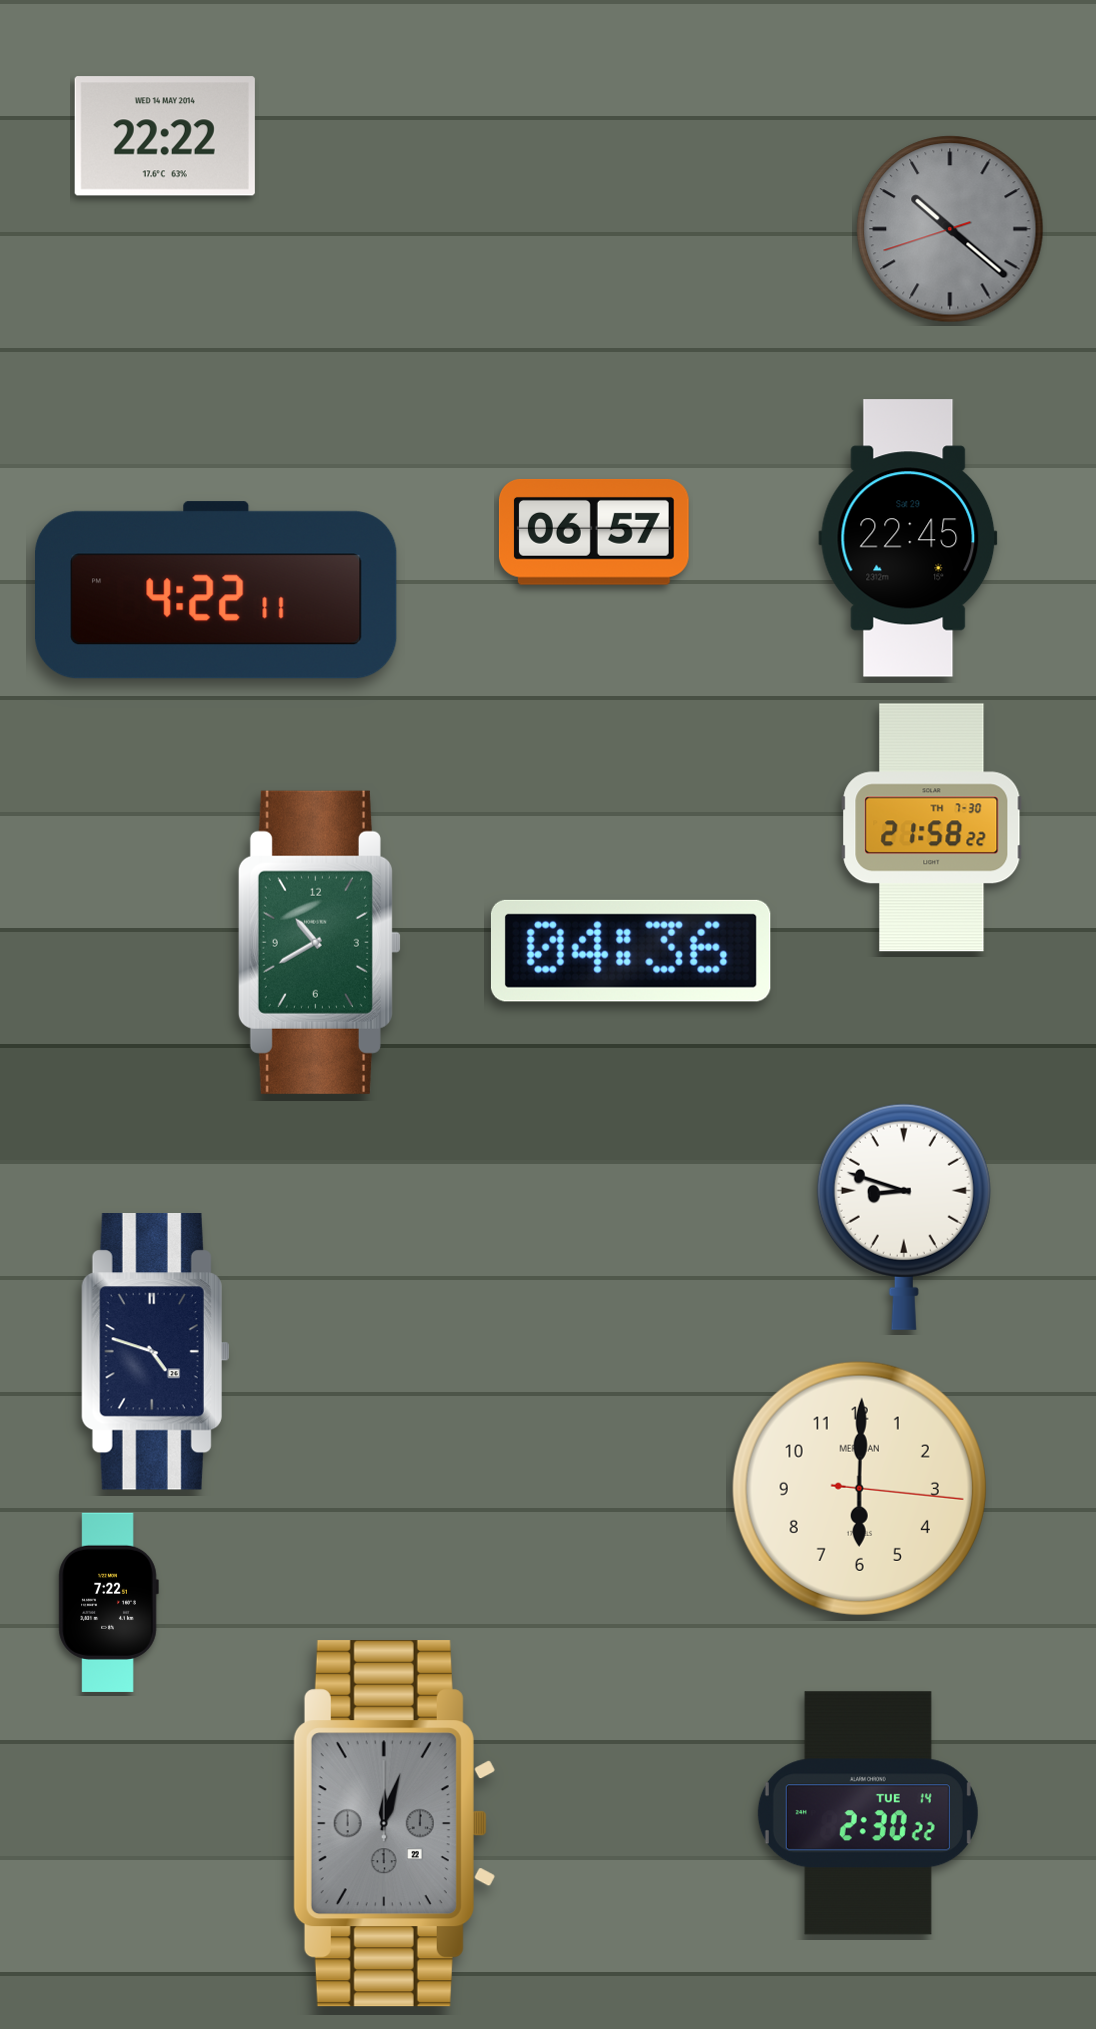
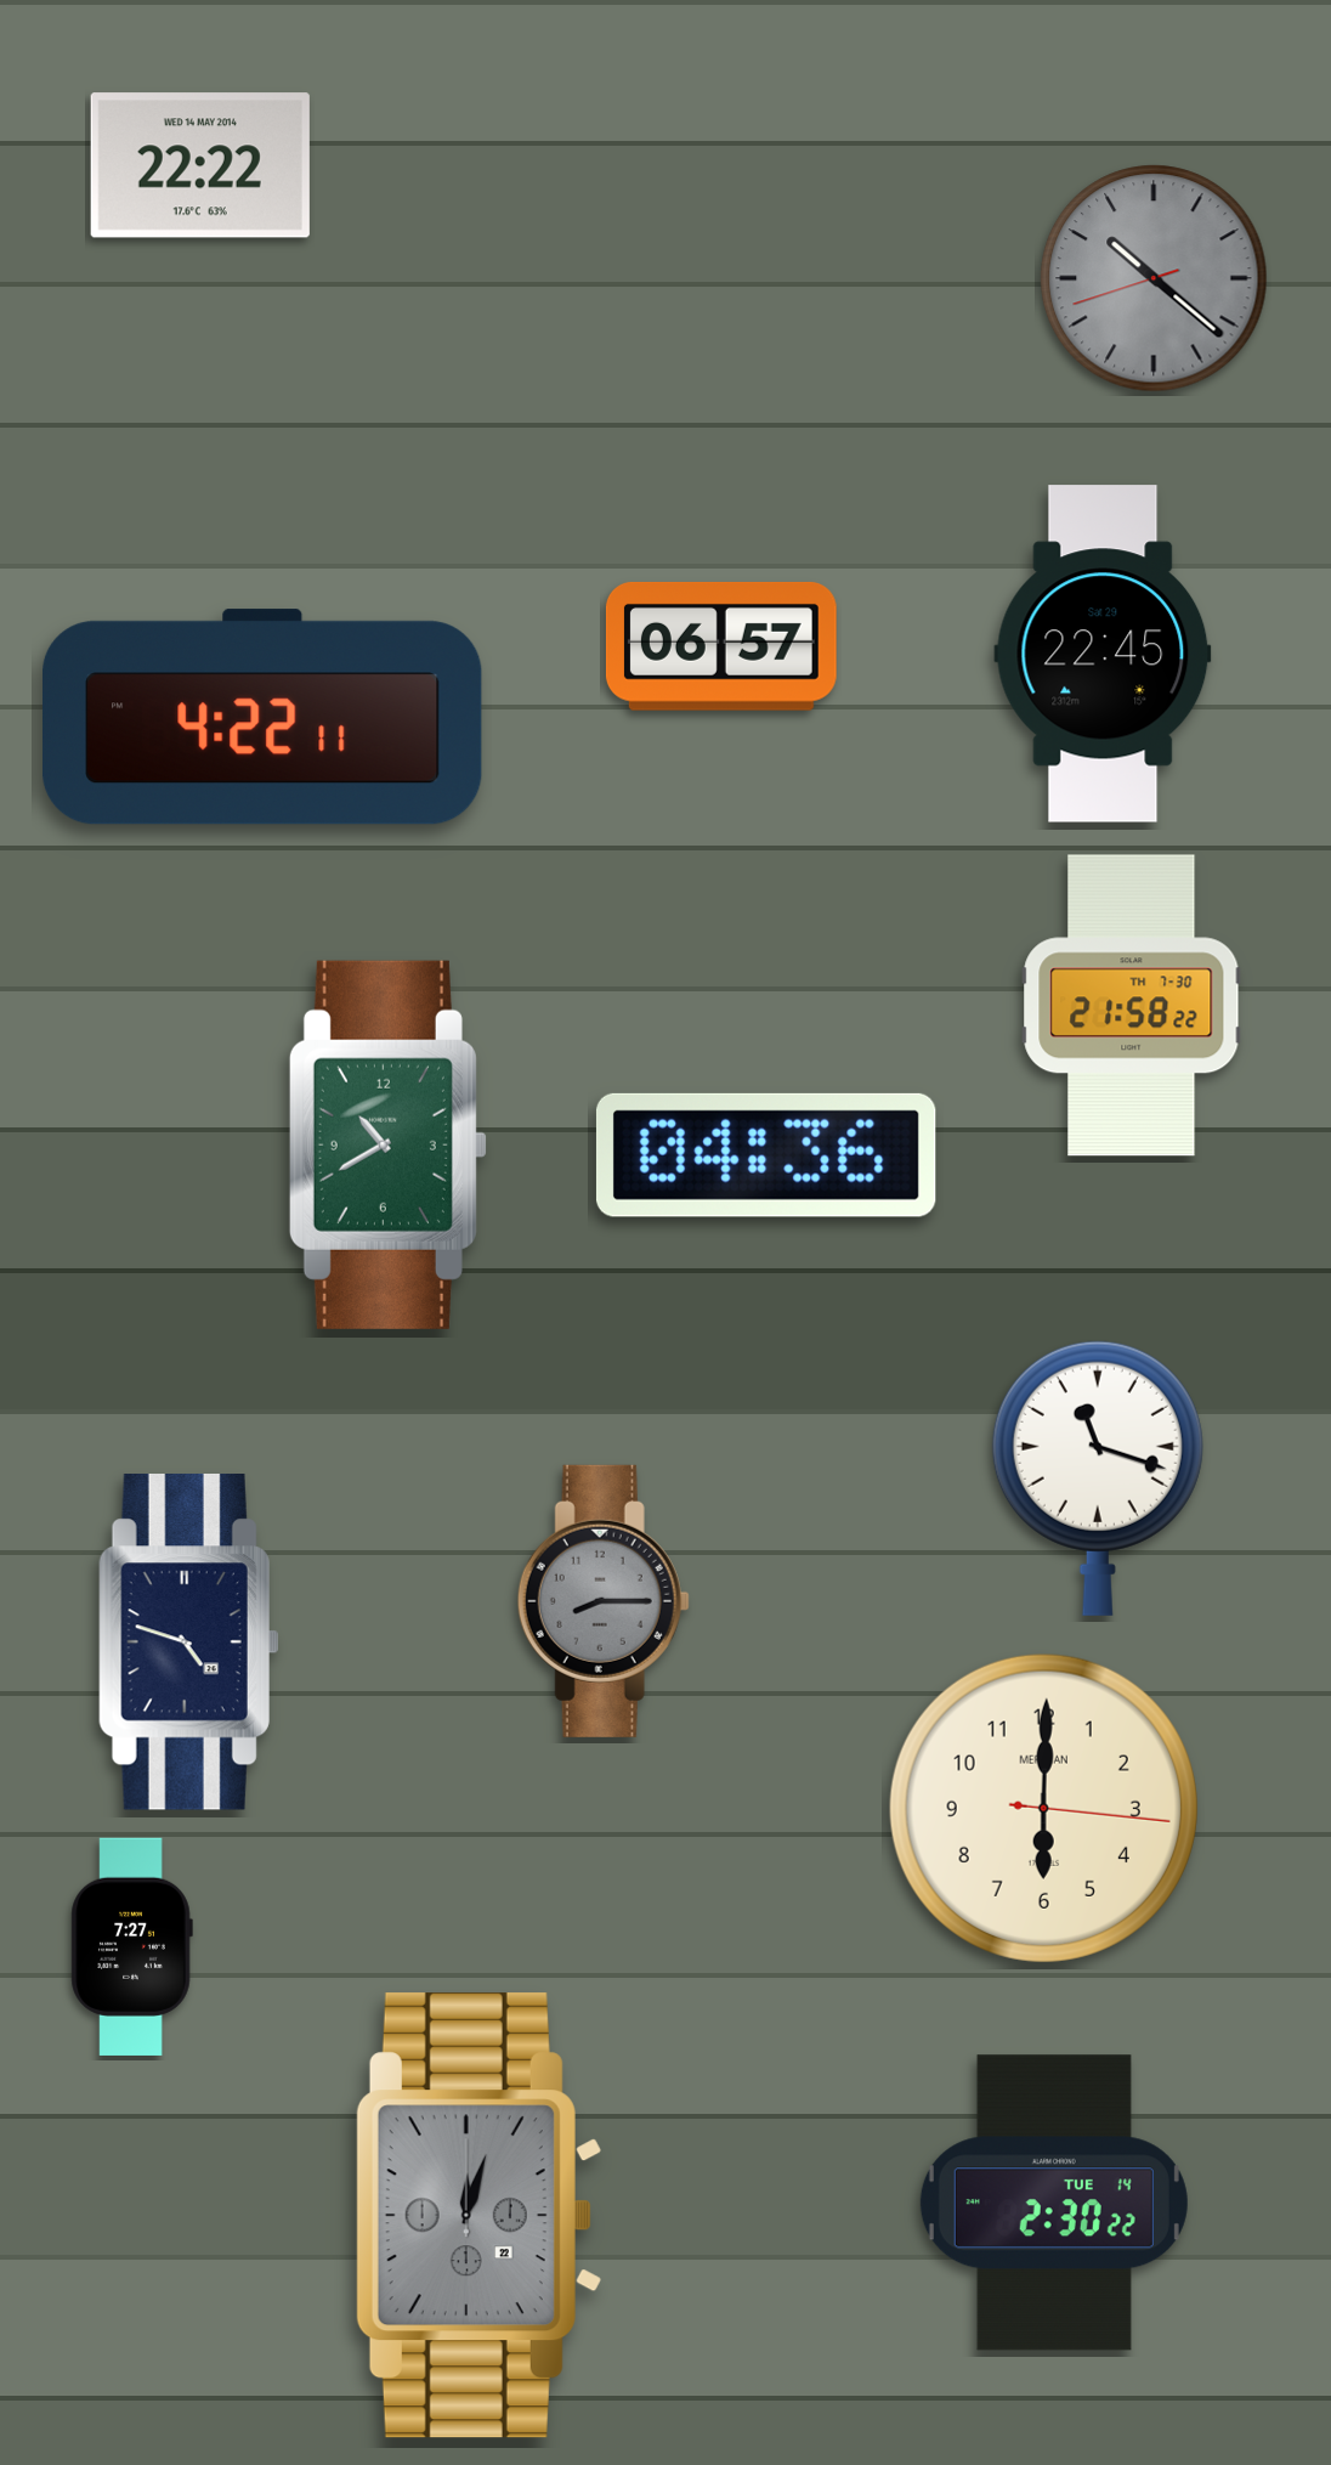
clock at (904, 1217): 8:48 -> 11:18
clock at (604, 1601): none -> 8:15
clock at (108, 1602): 7:22 -> 7:27
